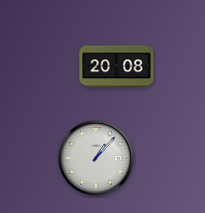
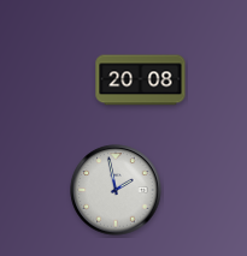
clock at (96, 158): 1:07 -> 1:58
